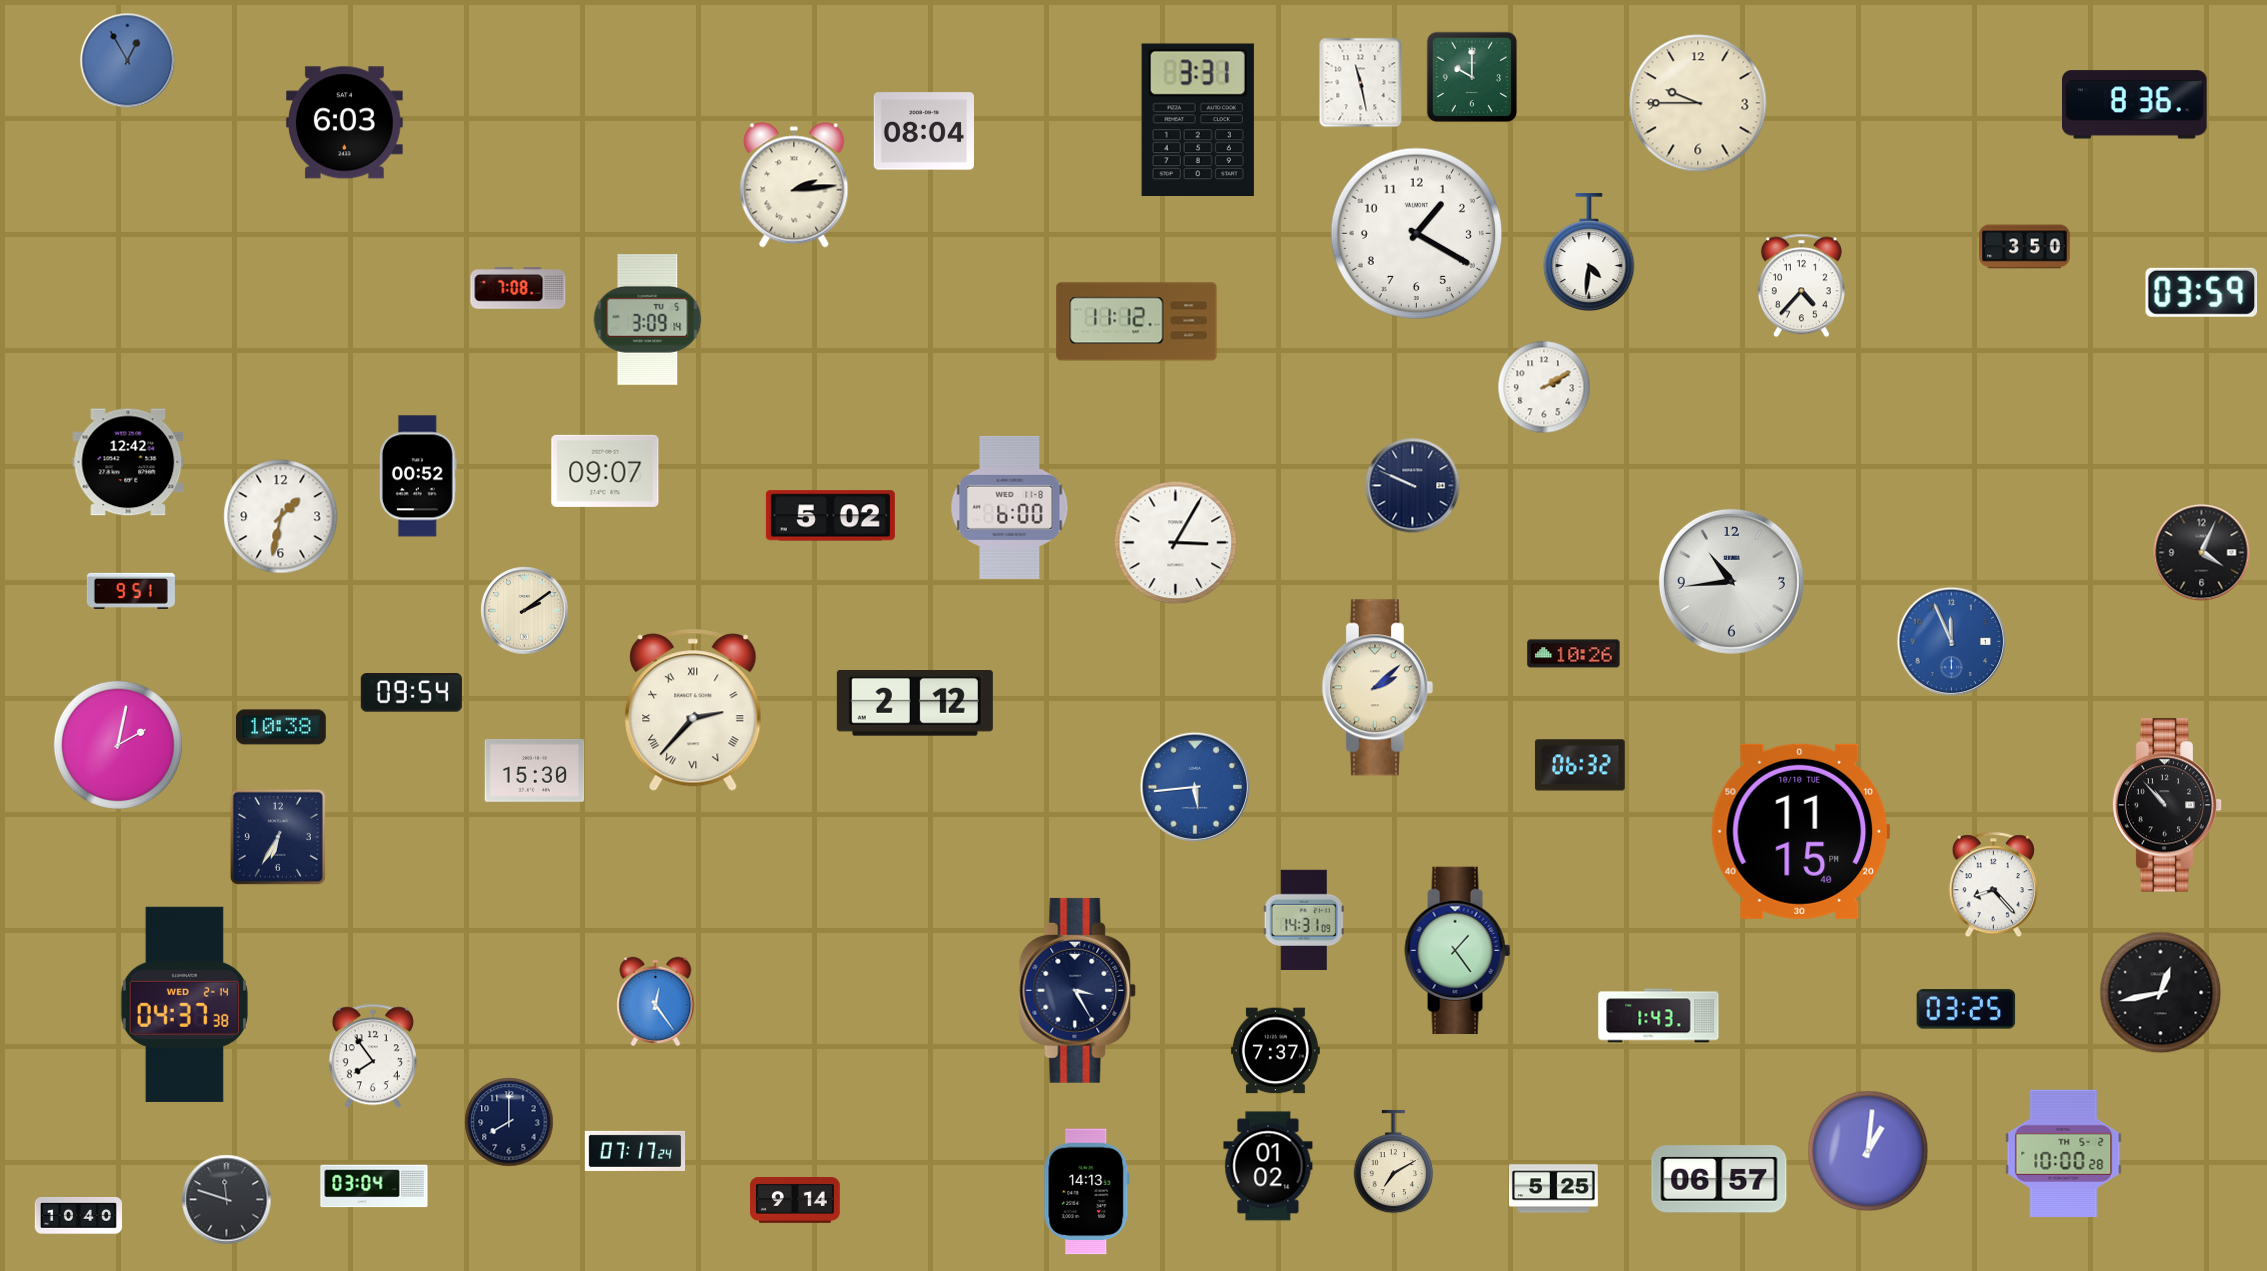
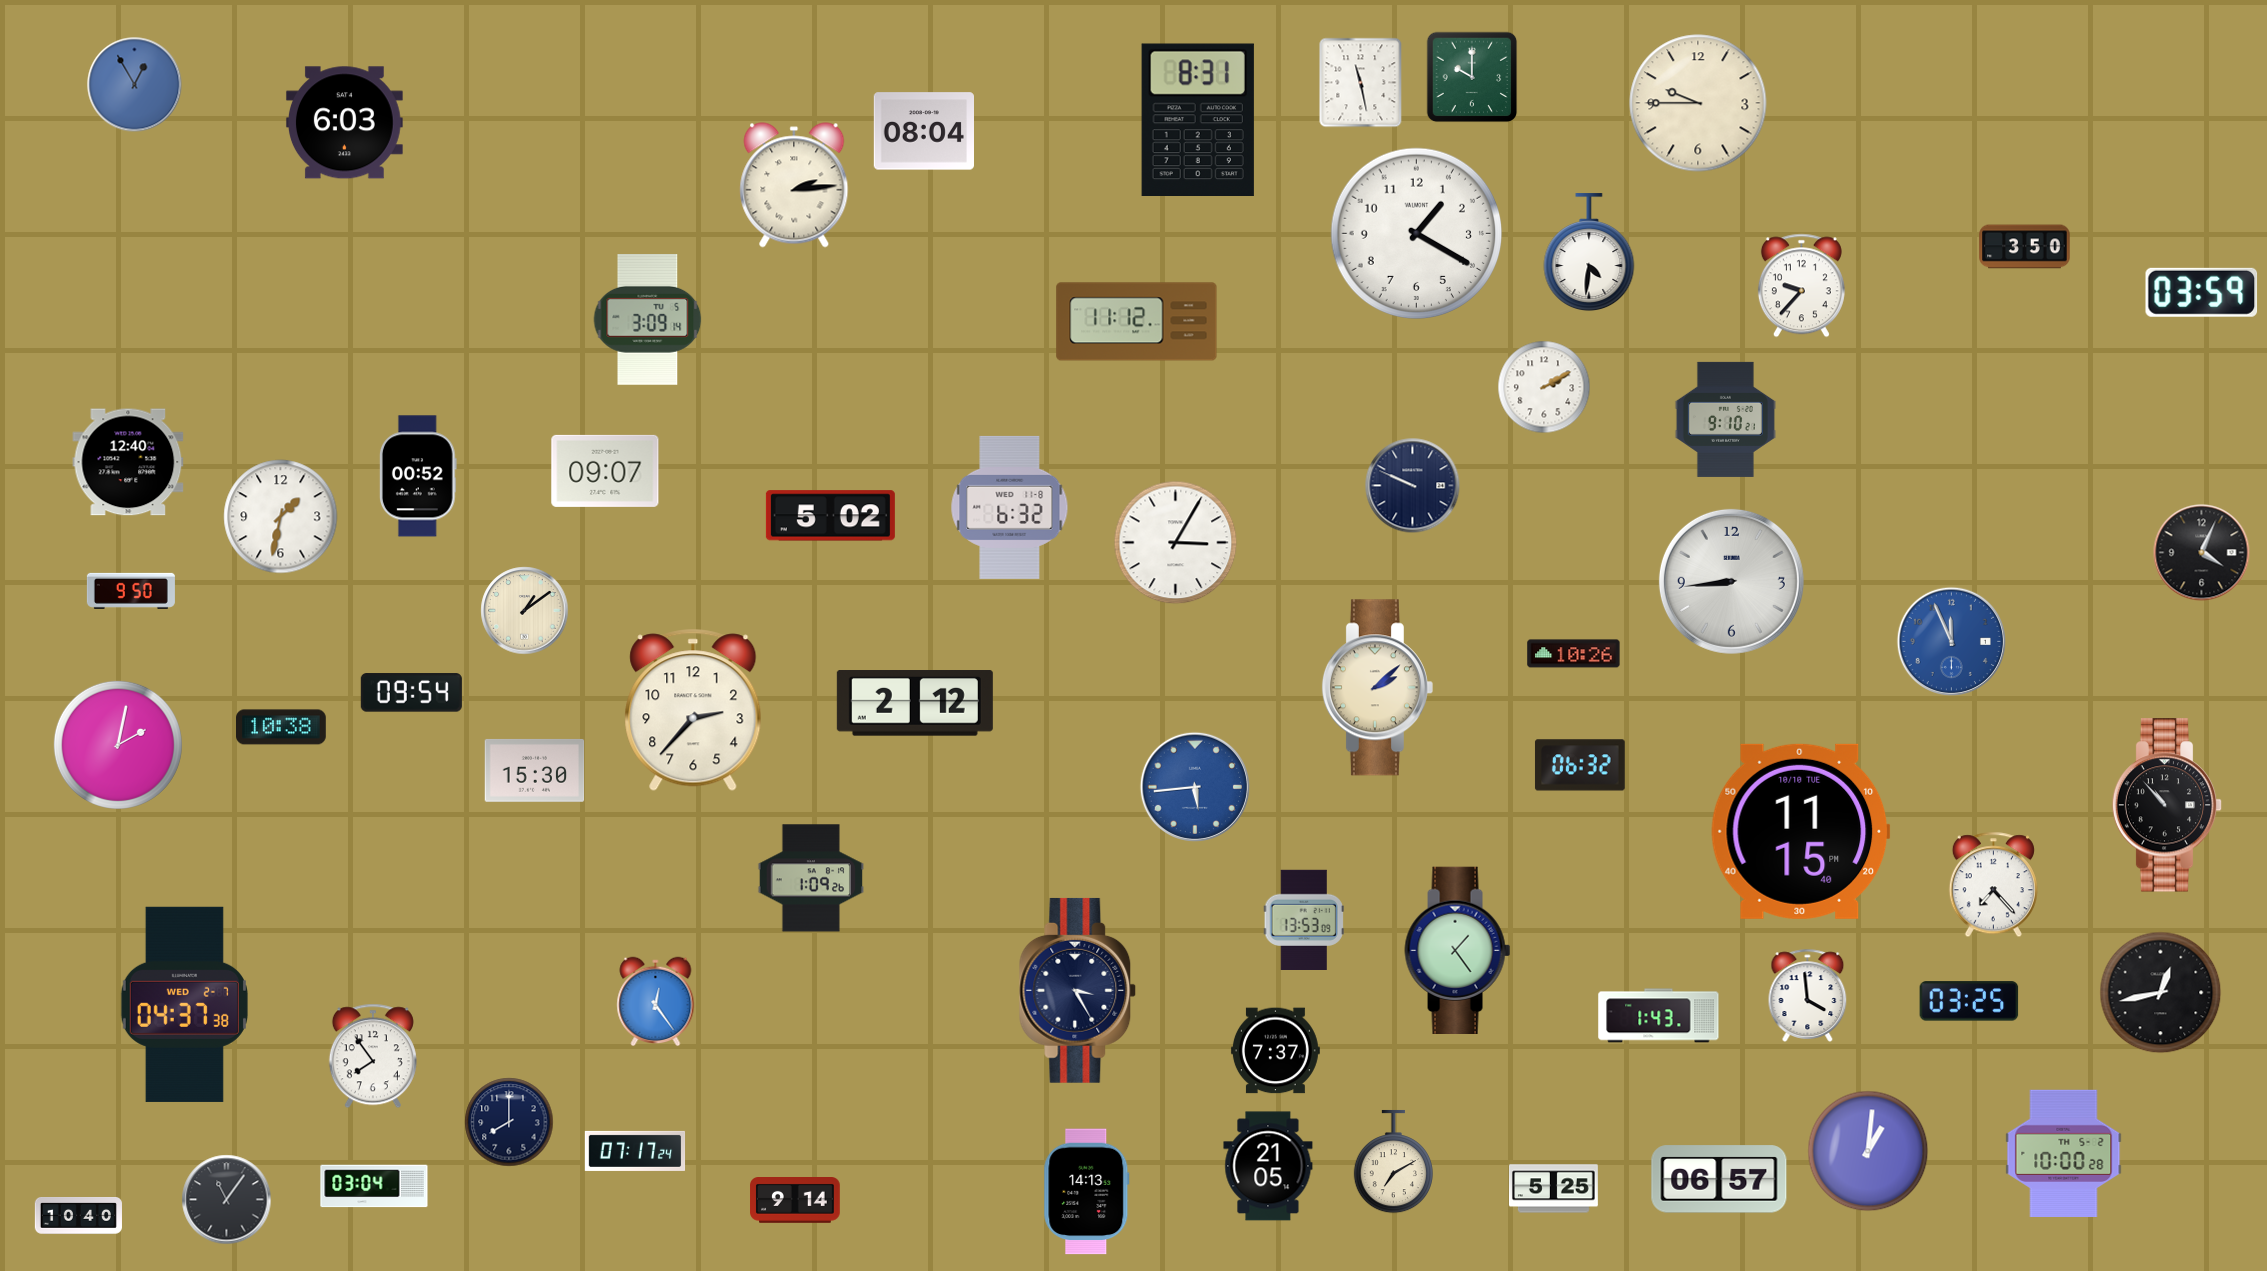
clock at (128, 61) position: (128, 61) -> (135, 85)
clock at (2135, 105): 8:36 -> none
clock at (1198, 119): 3:31 -> 8:31
clock at (1801, 286): 4:37 -> 9:37
clock at (518, 288): 7:08 -> none
clock at (1725, 419): none -> 9:10
clock at (128, 462): 12:42 -> 12:40
clock at (1010, 507): 6:00 -> 6:32
clock at (1731, 581): 10:44 -> 8:44
clock at (131, 591): 9:51 -> 9:50
clock at (525, 611): 2:09 -> 1:09
clock at (693, 710) numerals: Roman -> Arabic
clock at (278, 837): 6:35 -> none
clock at (810, 878): none -> 1:09
clock at (1993, 885): 8:23 -> 7:23
clock at (1304, 919): 14:31 -> 13:53
clock at (1808, 995): none -> 3:59
clock at (184, 1004) date: WED 2-14 -> WED 2-7
clock at (1966, 1009) position: (1966, 1009) -> (1969, 1001)
clock at (1268, 1166): 01:02 -> 21:05
clock at (227, 1200): 11:48 -> 11:06
